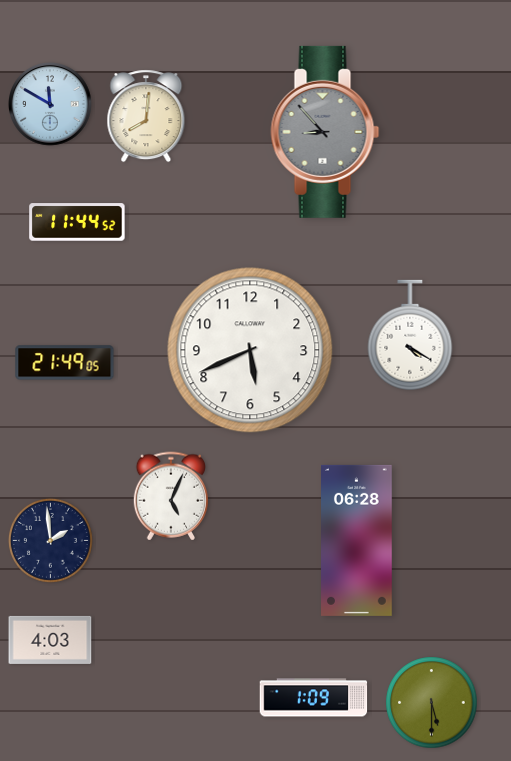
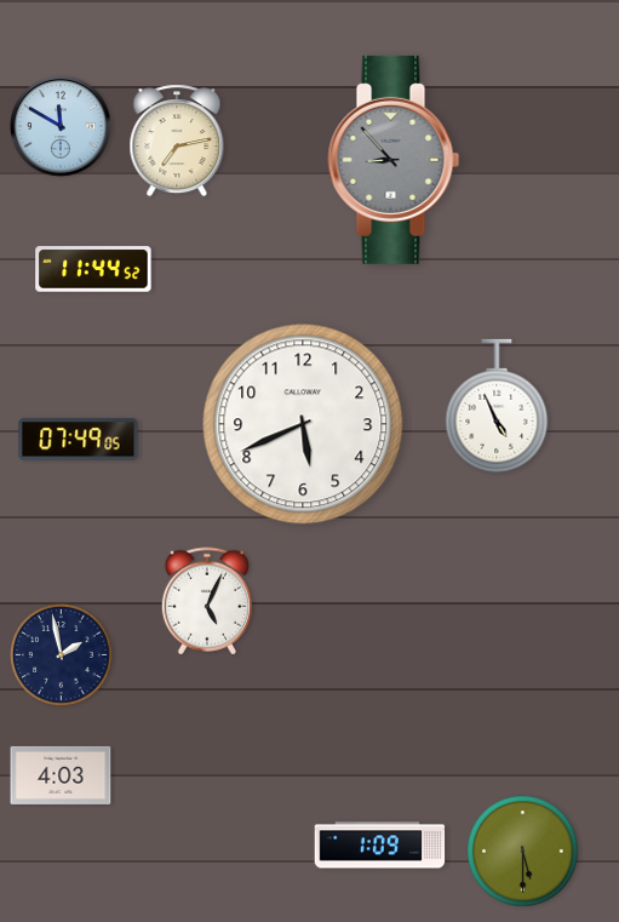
clock at (146, 116): 8:01 -> 7:13
clock at (410, 335): 4:20 -> 4:56
clock at (65, 363): 21:49 -> 07:49
clock at (50, 540): 1:59 -> 1:58
clock at (357, 540): 06:28 -> none
